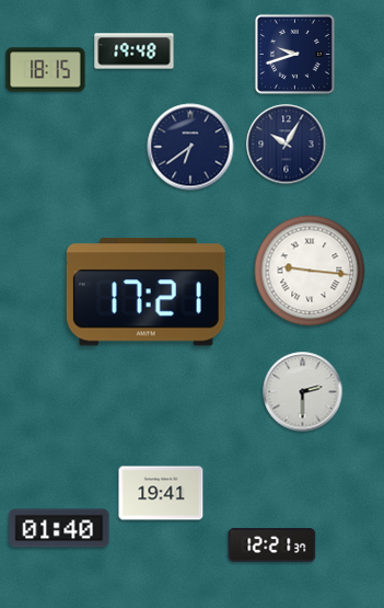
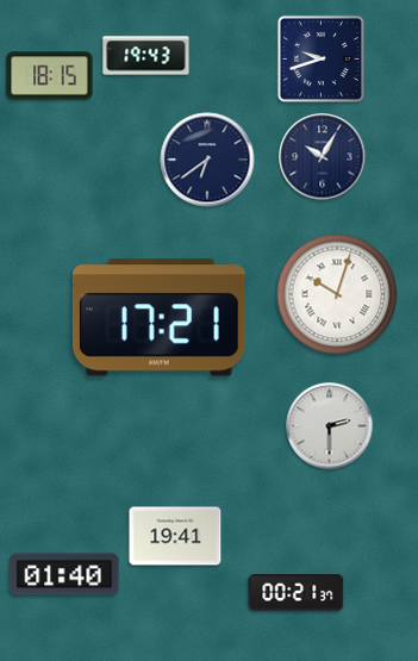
clock at (135, 51): 19:48 -> 19:43
clock at (287, 145) position: (287, 145) -> (323, 157)
clock at (310, 271): 9:16 -> 10:03
clock at (272, 546): 12:21 -> 00:21
